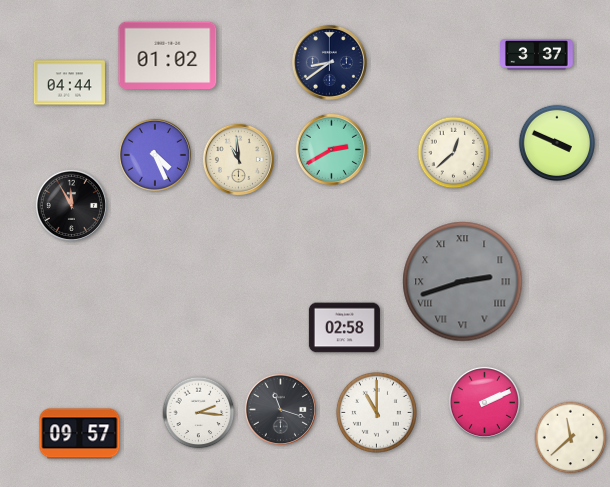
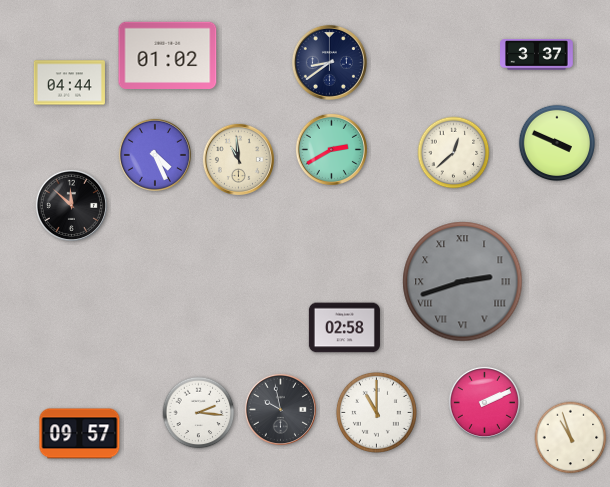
clock at (71, 205): 11:55 -> 11:52
clock at (280, 409): 11:18 -> 9:58
clock at (571, 438): 11:38 -> 10:57
